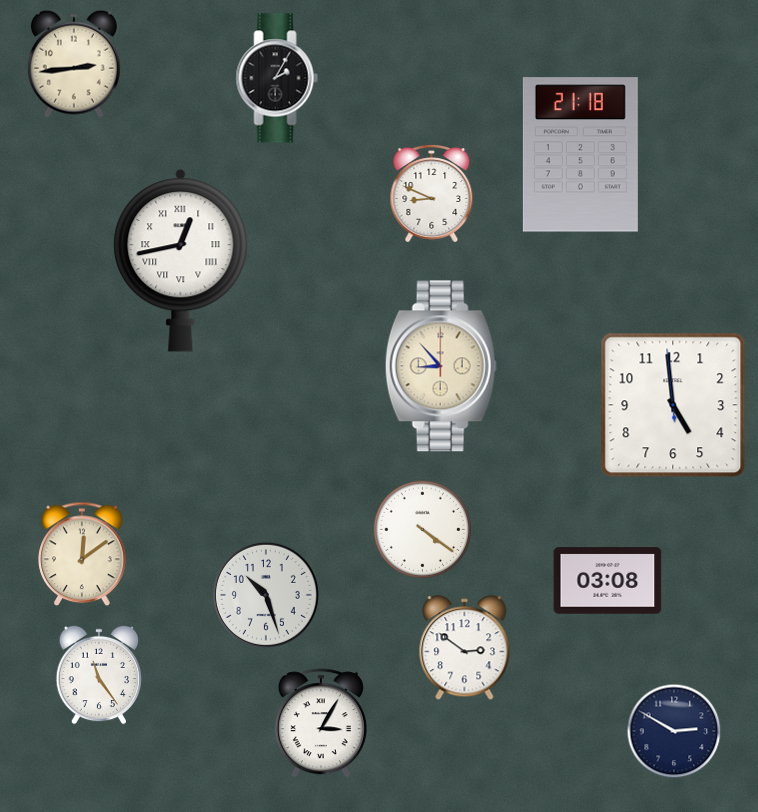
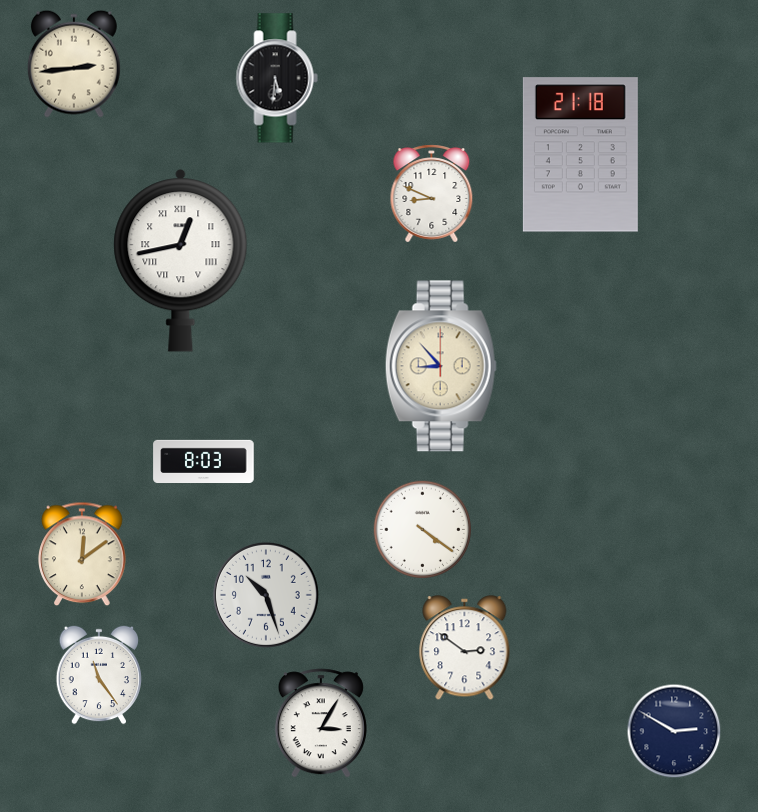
clock at (277, 78): 2:05 -> 5:31
clock at (673, 405): 4:58 -> none
clock at (204, 462): none -> 8:03
clock at (608, 581): 03:08 -> none
